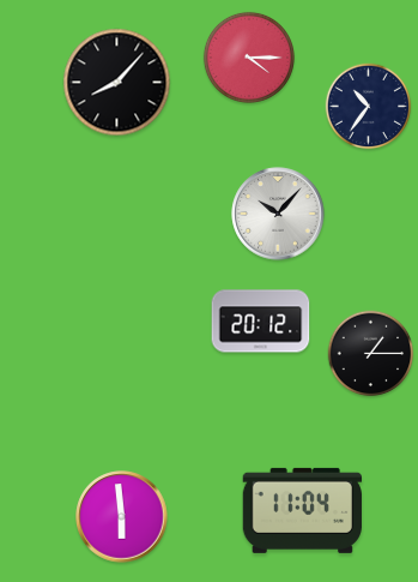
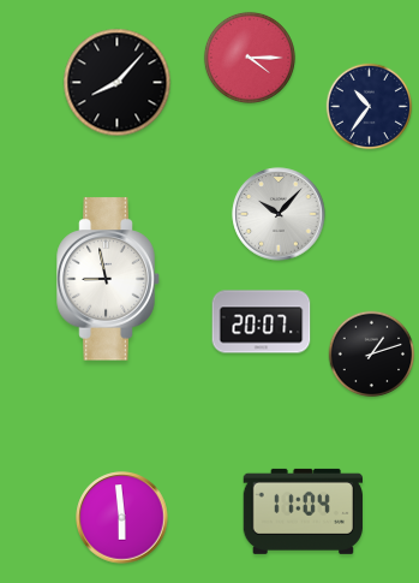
clock at (108, 279): none -> 8:58
clock at (261, 322): 20:12 -> 20:07
clock at (371, 354): 1:15 -> 1:12
